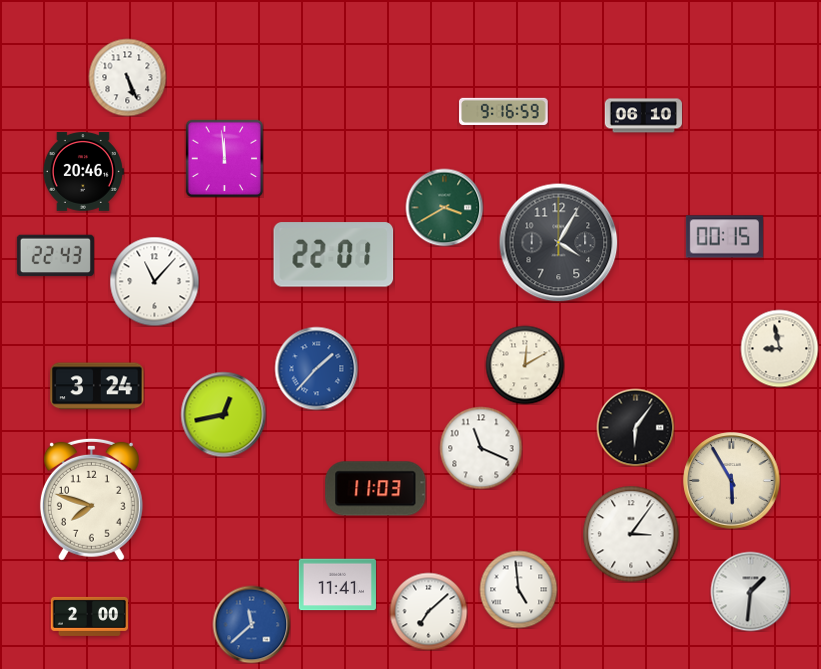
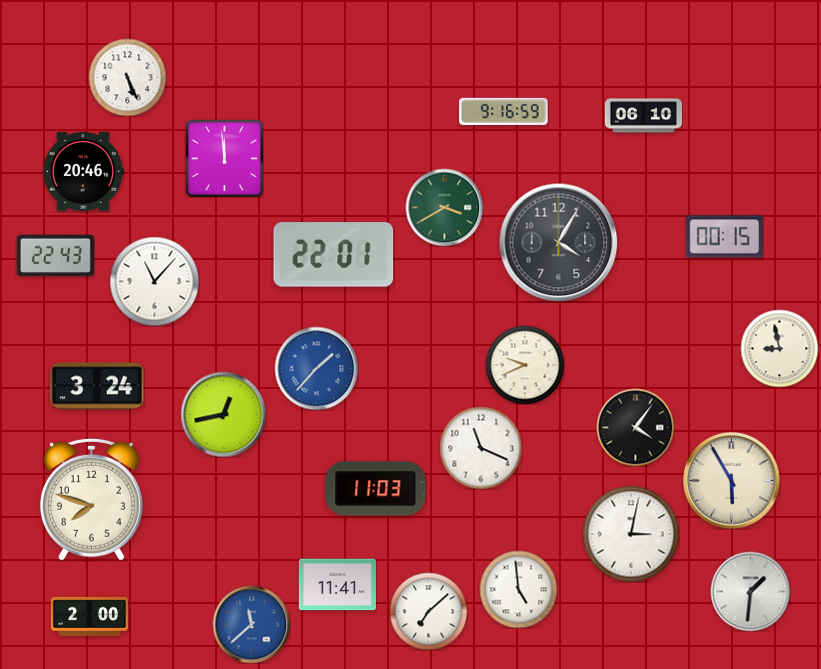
clock at (525, 365): 12:10 -> 9:41
clock at (635, 427): 6:06 -> 4:06
clock at (631, 534): 3:06 -> 3:02
